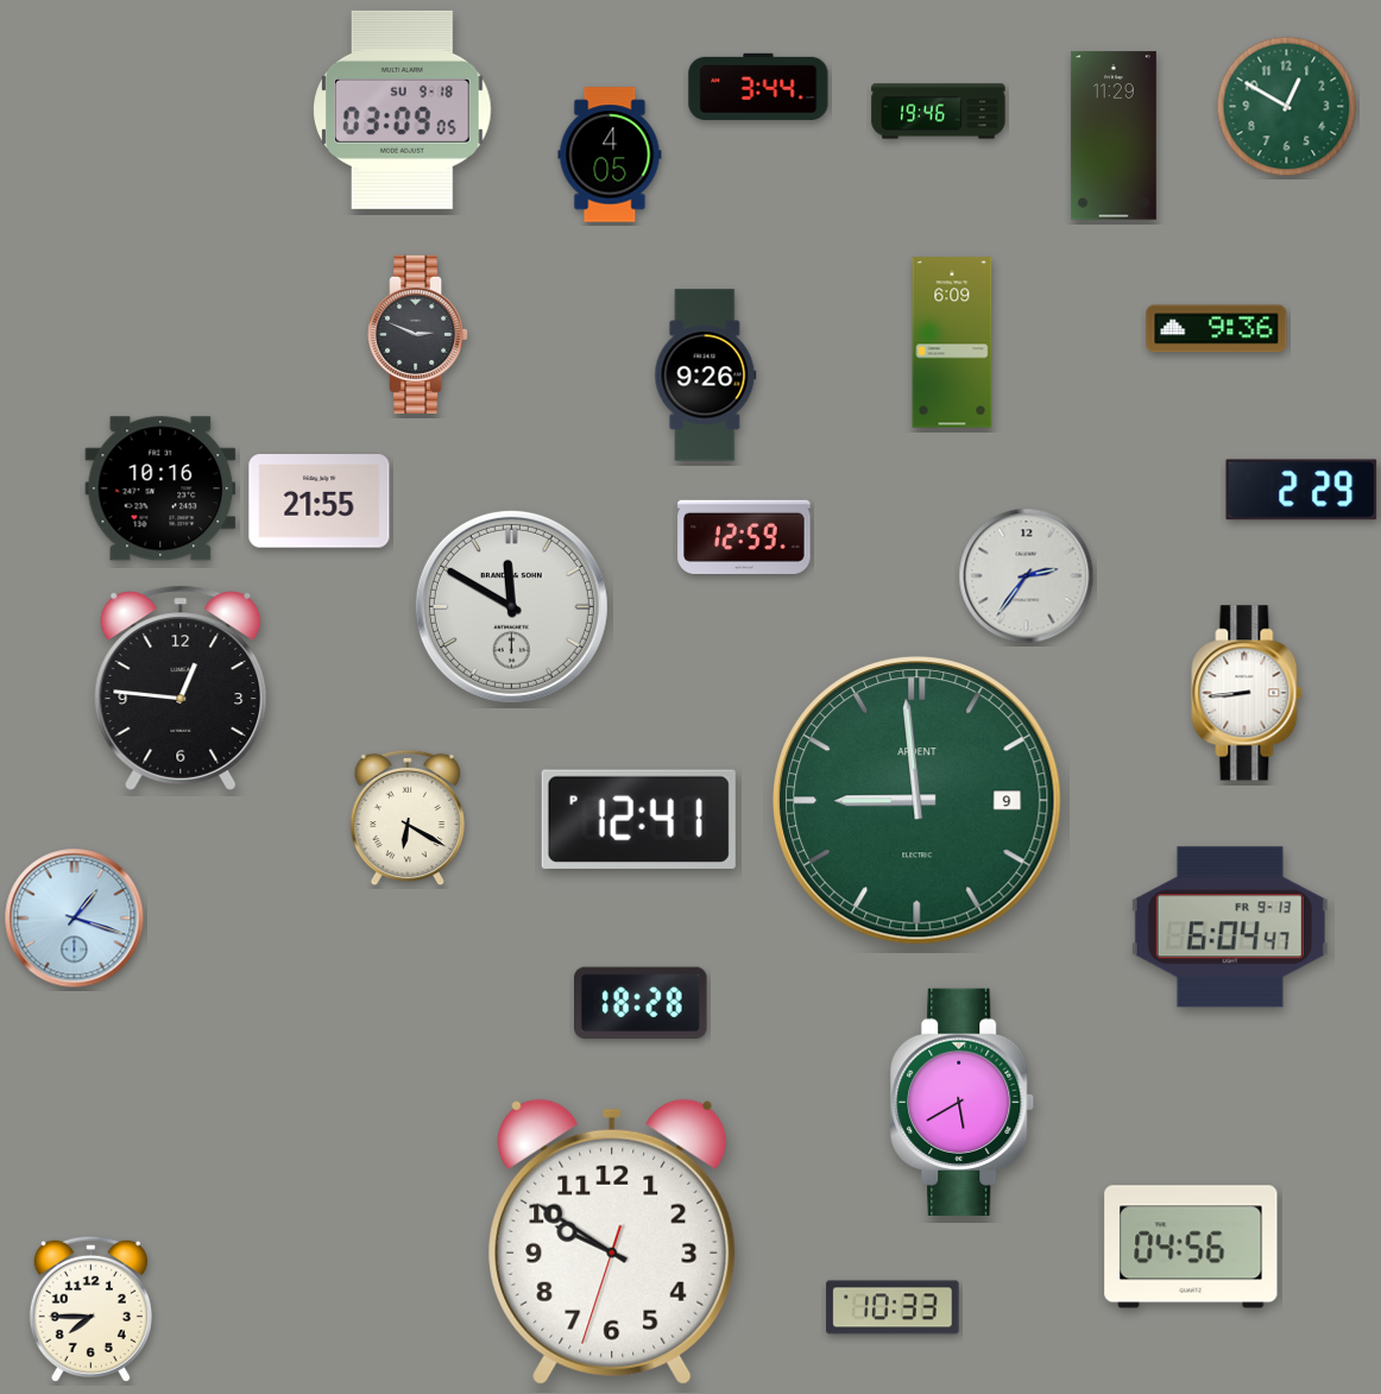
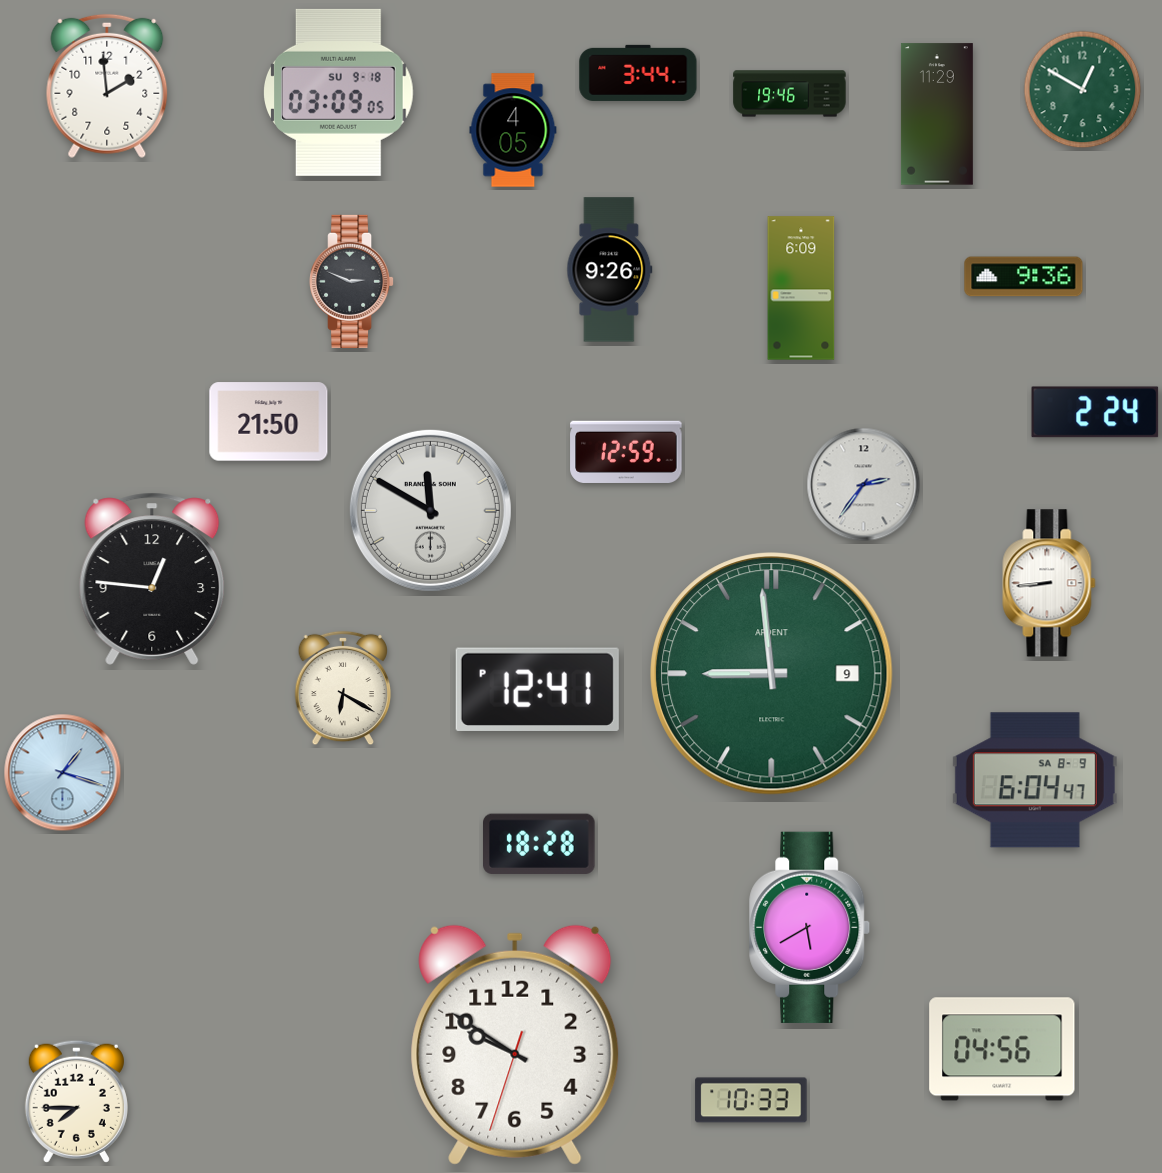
clock at (107, 86): none -> 1:59
clock at (706, 376) position: (706, 376) -> (610, 270)
clock at (160, 488): 10:16 -> none
clock at (1301, 490): 2:29 -> 2:24
clock at (320, 502): 21:55 -> 21:50
clock at (1230, 927) date: FR 9-13 -> SA 8-9
